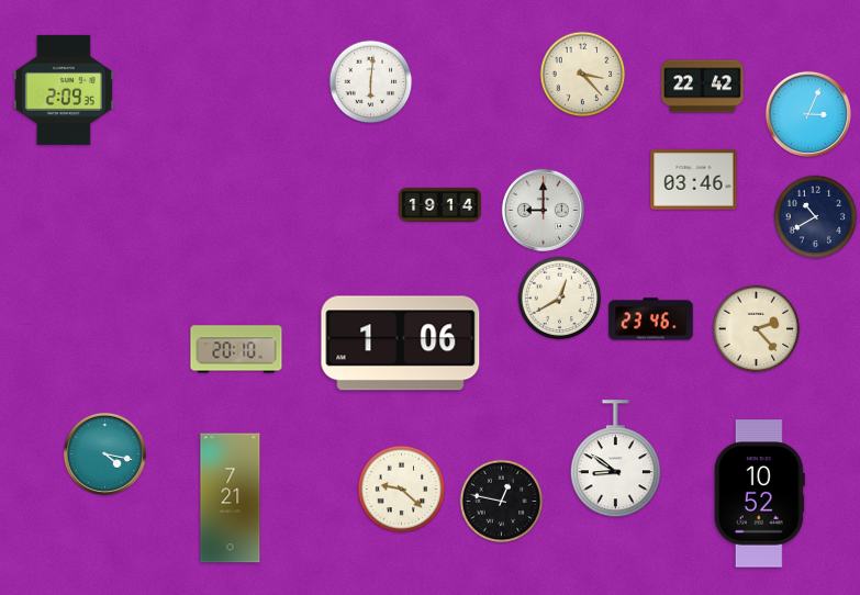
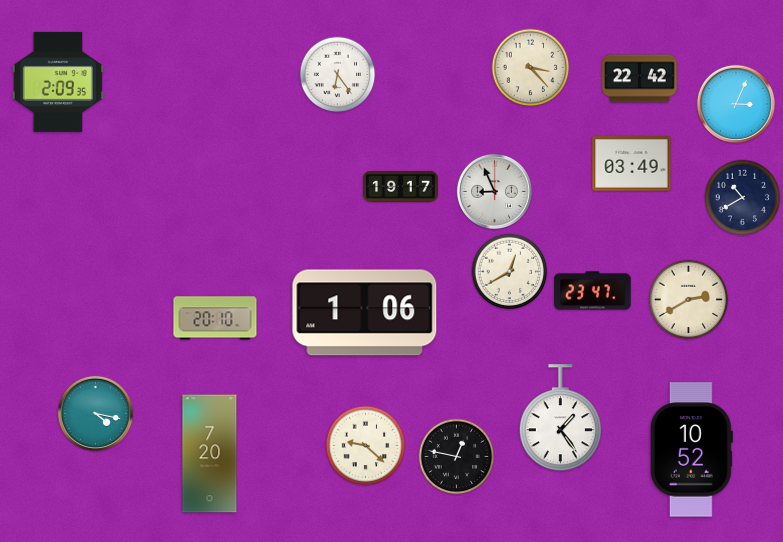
clock at (371, 82): 6:01 -> 6:24
clock at (694, 180): 03:46 -> 03:49
clock at (440, 204): 19:14 -> 19:17
clock at (543, 210): 9:00 -> 8:56
clock at (651, 319): 23:46 -> 23:47
clock at (757, 329): 2:23 -> 2:40
clock at (615, 459): 8:51 -> 1:24
clock at (231, 498): 7:21 -> 7:20
